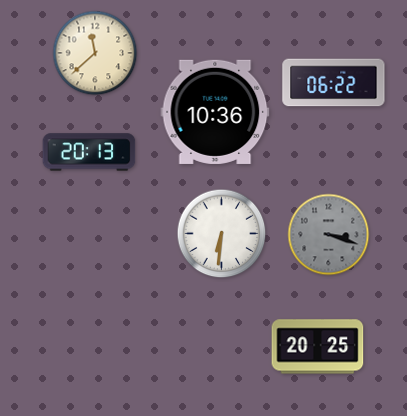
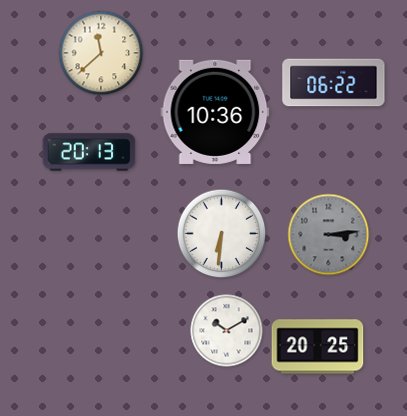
clock at (95, 53) position: (95, 53) -> (101, 53)
clock at (329, 235): 3:18 -> 3:14
clock at (227, 331): none -> 10:10
